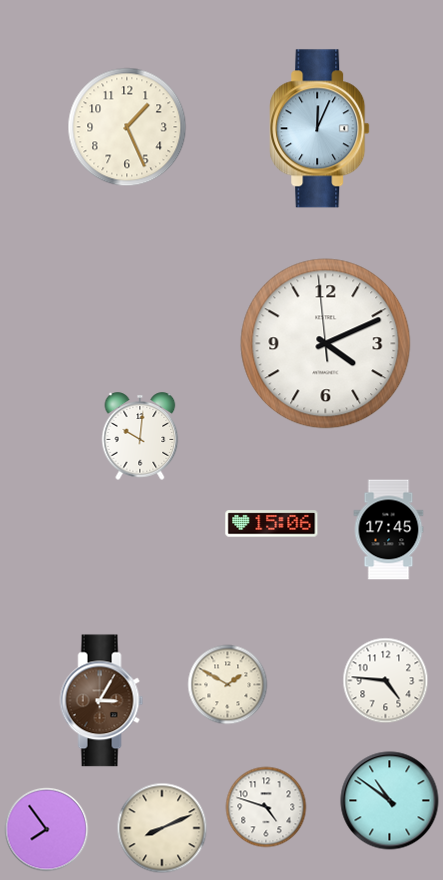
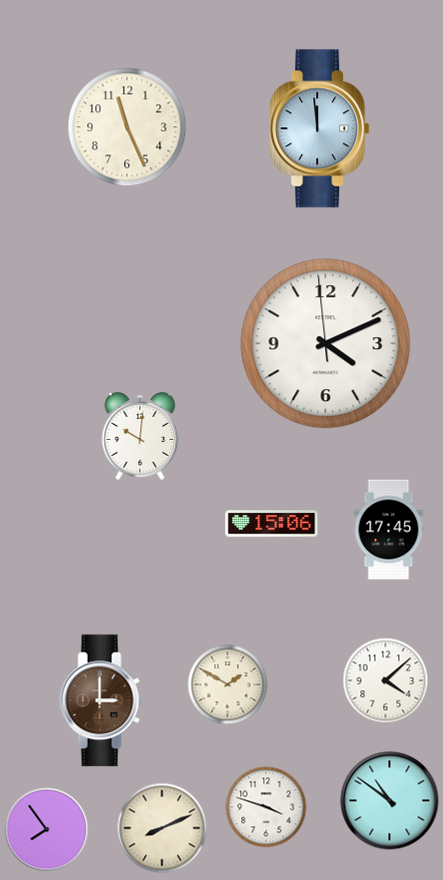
clock at (127, 127): 1:26 -> 11:26
clock at (320, 129): 12:04 -> 11:59
clock at (386, 681): 4:46 -> 4:08
clock at (102, 701): 3:05 -> 3:00
clock at (266, 807): 4:48 -> 3:48
